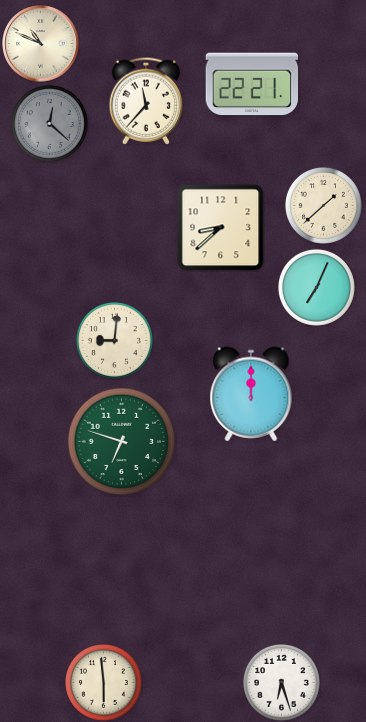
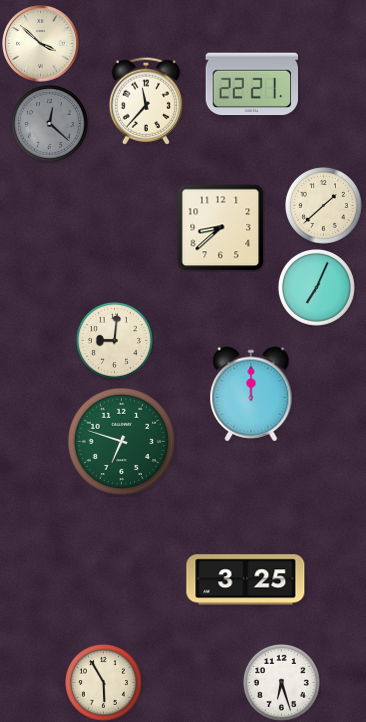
clock at (41, 44): 10:49 -> 3:52
clock at (246, 580): none -> 3:25
clock at (103, 682): 5:59 -> 5:55
